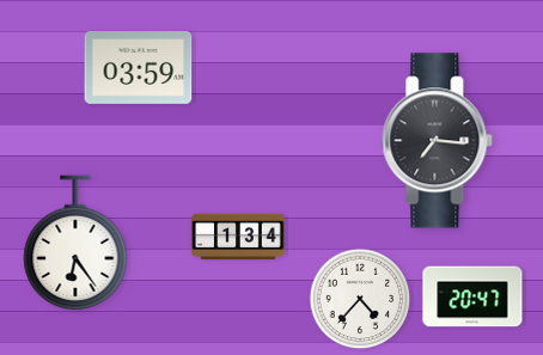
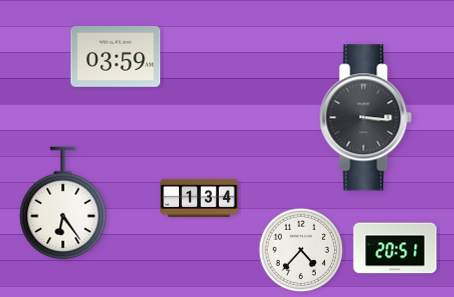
clock at (438, 141): 7:16 -> 3:16
clock at (472, 296): 20:47 -> 20:51
